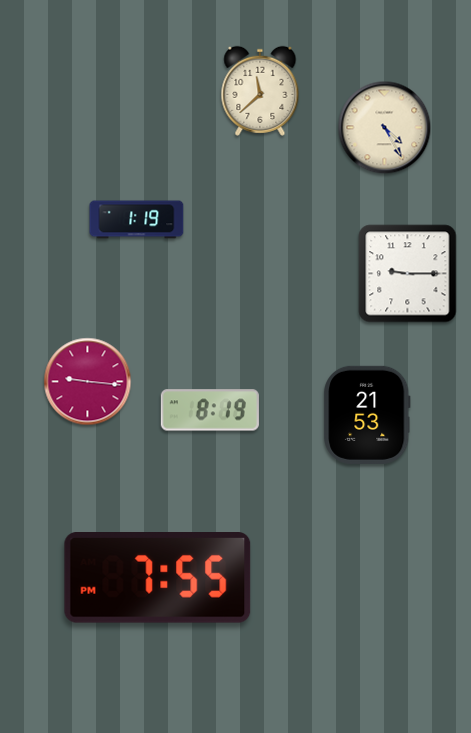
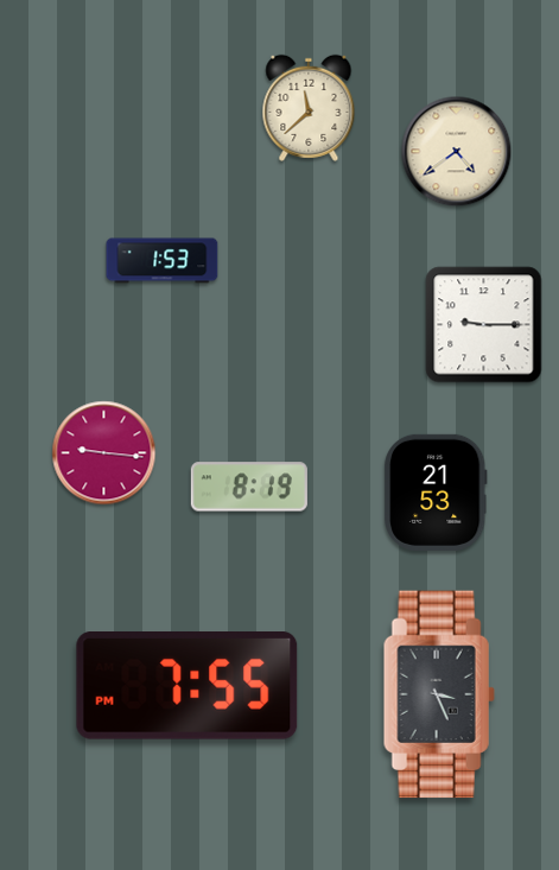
clock at (385, 128): 4:25 -> 4:39
clock at (137, 220): 1:19 -> 1:53
clock at (439, 694): none -> 3:26
